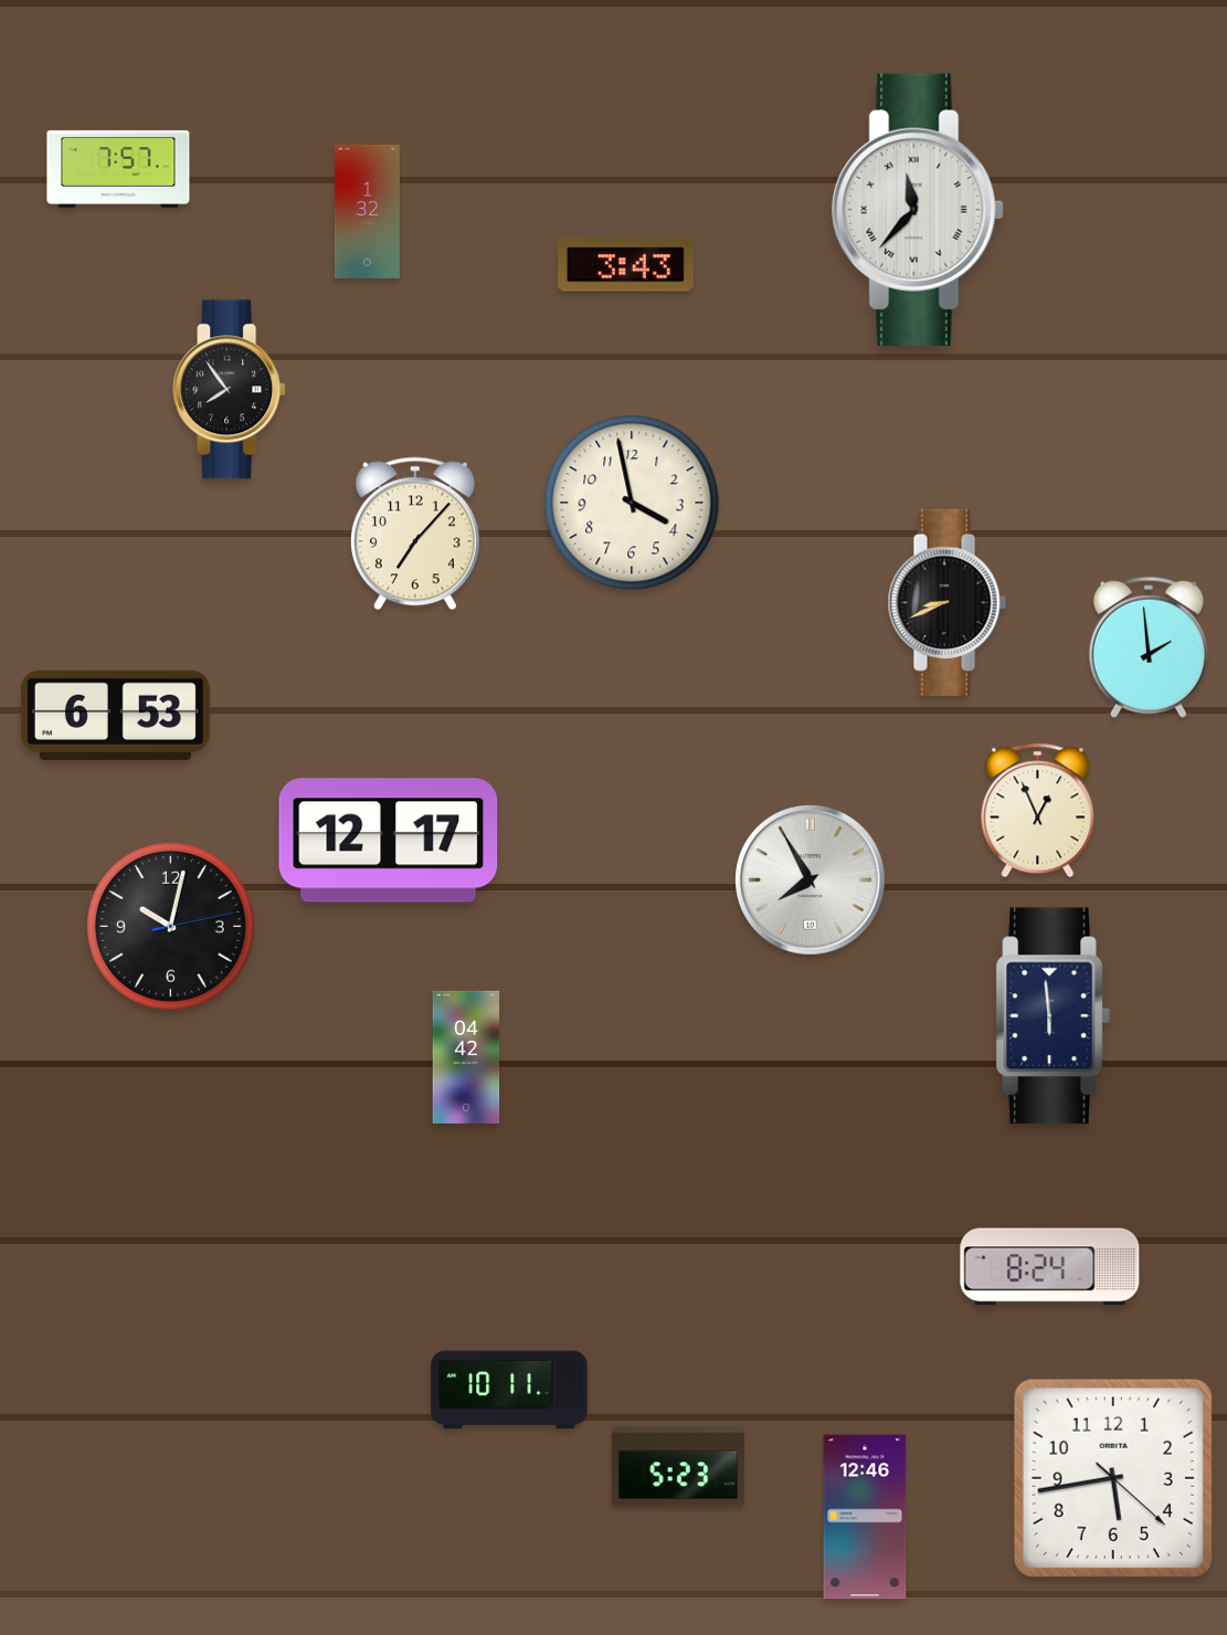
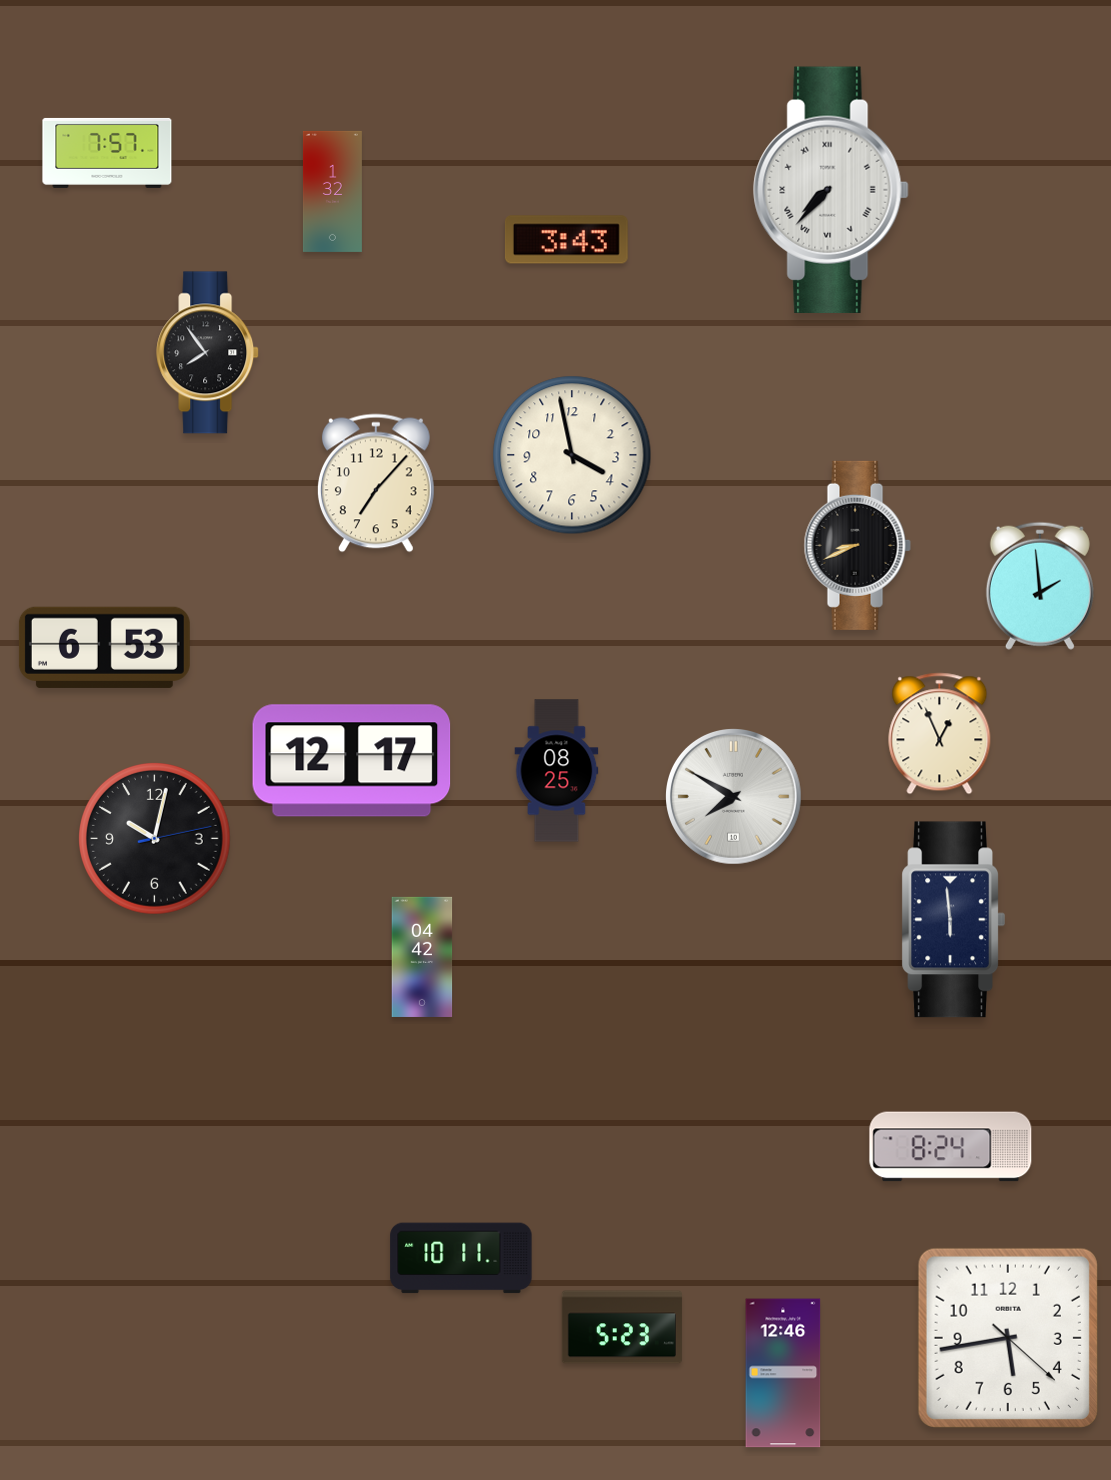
clock at (918, 209): 11:37 -> 7:37
clock at (557, 771): none -> 08:25
clock at (811, 880): 7:55 -> 7:50
clock at (678, 1466) position: (678, 1466) -> (622, 1327)
